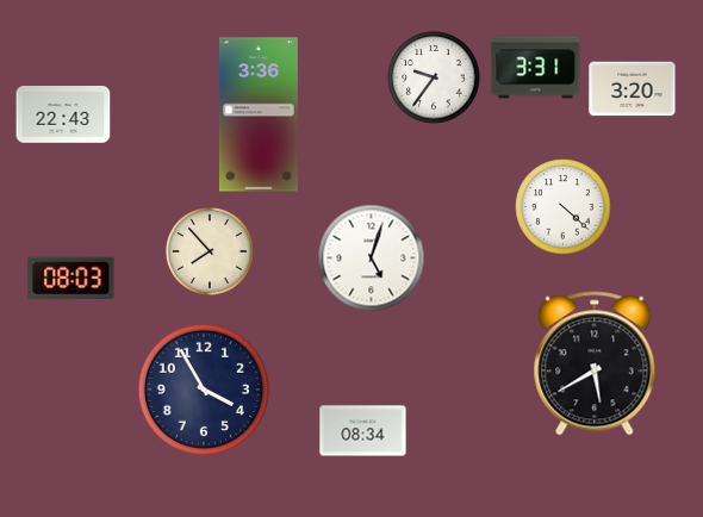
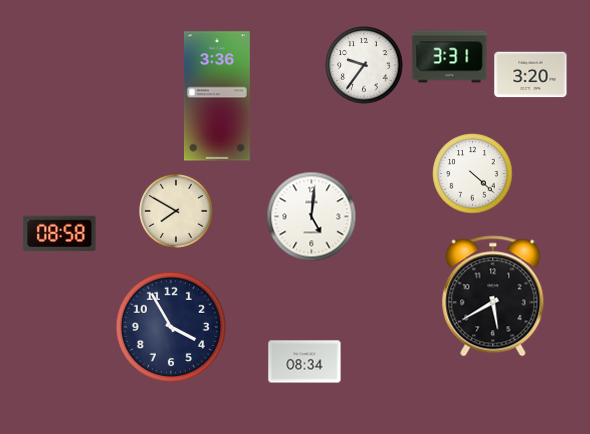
clock at (63, 116): 22:43 -> none
clock at (211, 253): 7:53 -> 7:50
clock at (372, 258): 5:03 -> 5:01
clock at (71, 278): 08:03 -> 08:58
clock at (595, 363) position: (595, 363) -> (493, 296)
